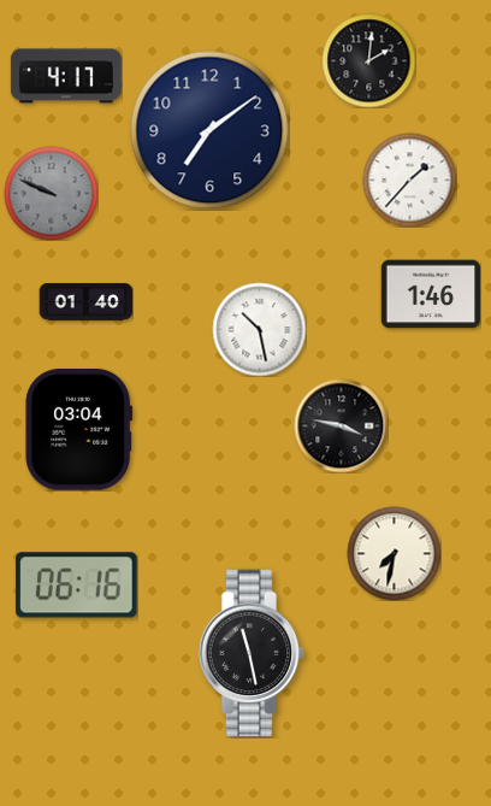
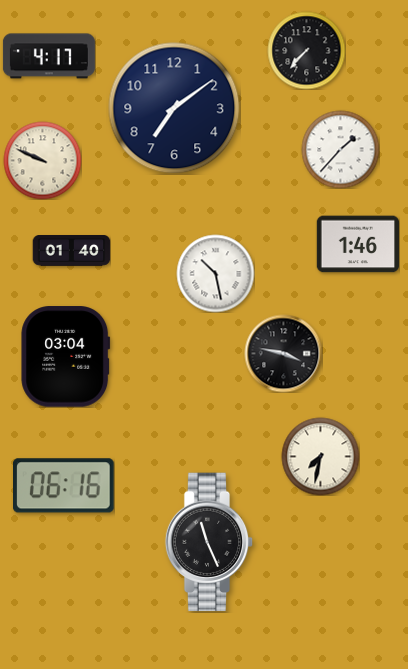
clock at (368, 60): 2:01 -> 7:37
clock at (66, 76) position: (66, 76) -> (49, 56)
clock at (51, 193) dial: grey -> cream
clock at (394, 553) position: (394, 553) -> (320, 456)
clock at (252, 653): 11:28 -> 11:26
